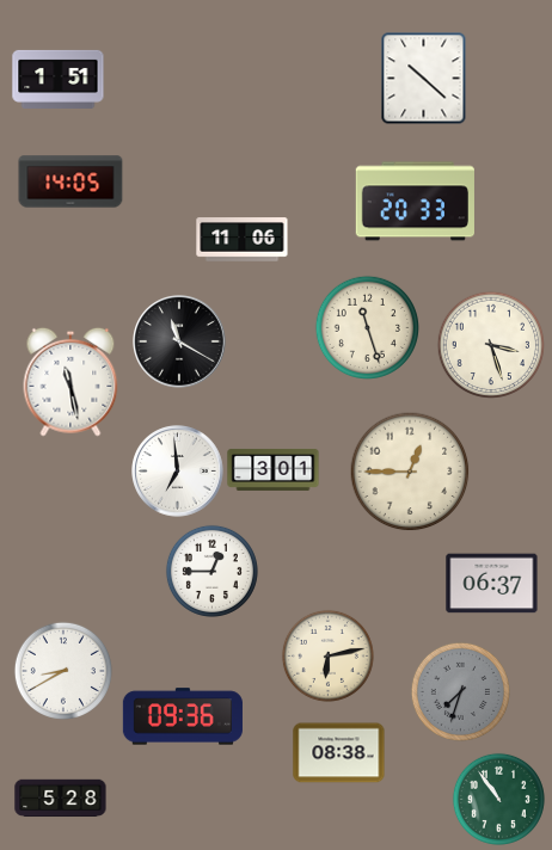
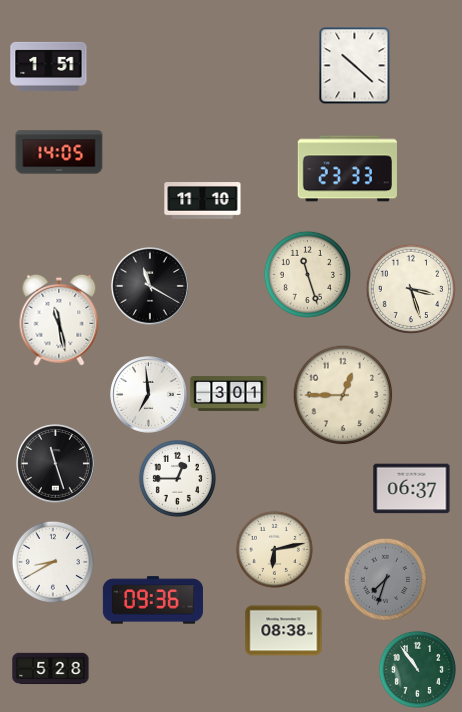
clock at (415, 202): 20:33 -> 23:33
clock at (243, 240): 11:06 -> 11:10
clock at (56, 464): none -> 11:27
